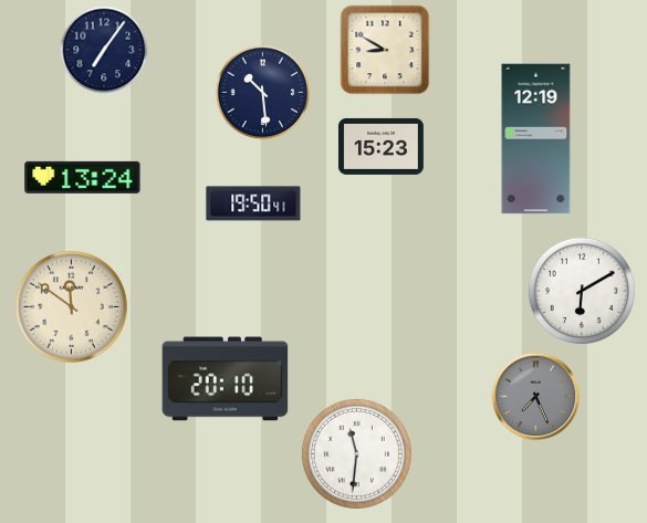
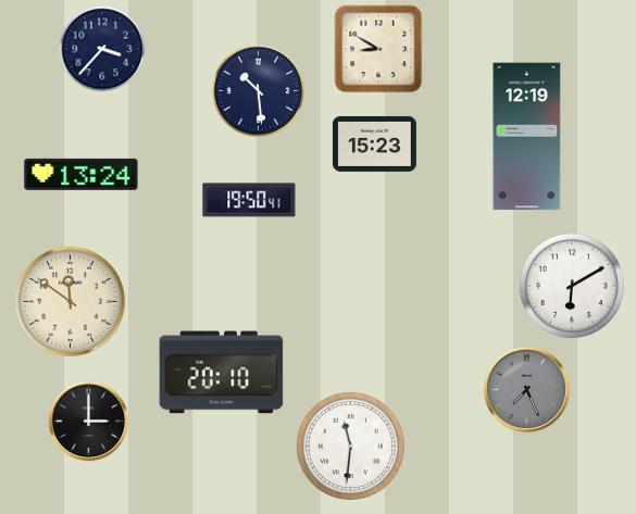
clock at (104, 50): 7:06 -> 3:37
clock at (89, 422): none -> 3:00
